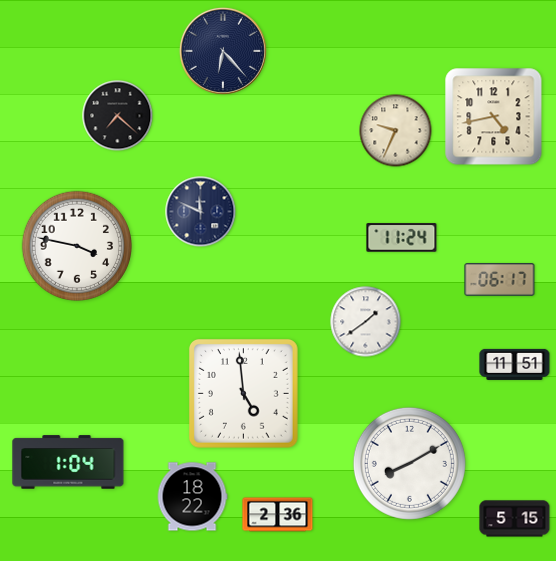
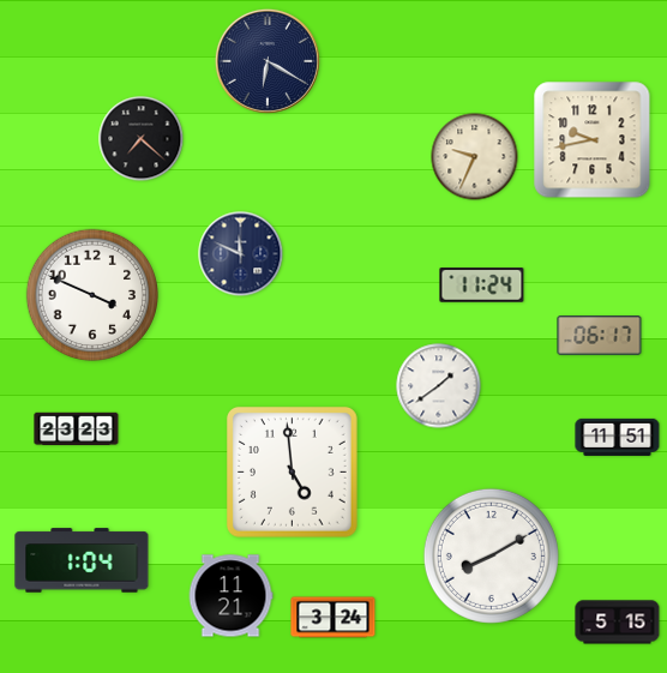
clock at (223, 51): 6:23 -> 6:20
clock at (494, 117): 4:43 -> 9:43
clock at (76, 245): 3:47 -> 3:49
clock at (77, 429): none -> 23:23
clock at (68, 462) position: (68, 462) -> (82, 560)
clock at (192, 497): 18:22 -> 11:21
clock at (278, 515): 2:36 -> 3:24
